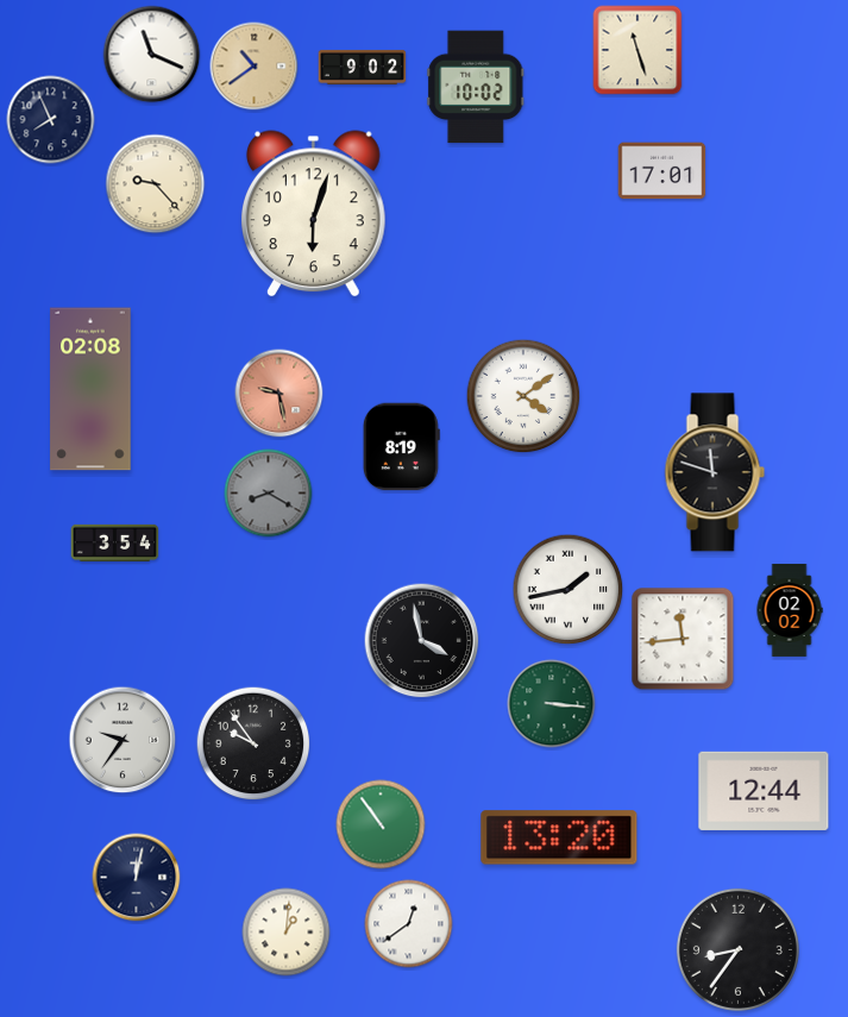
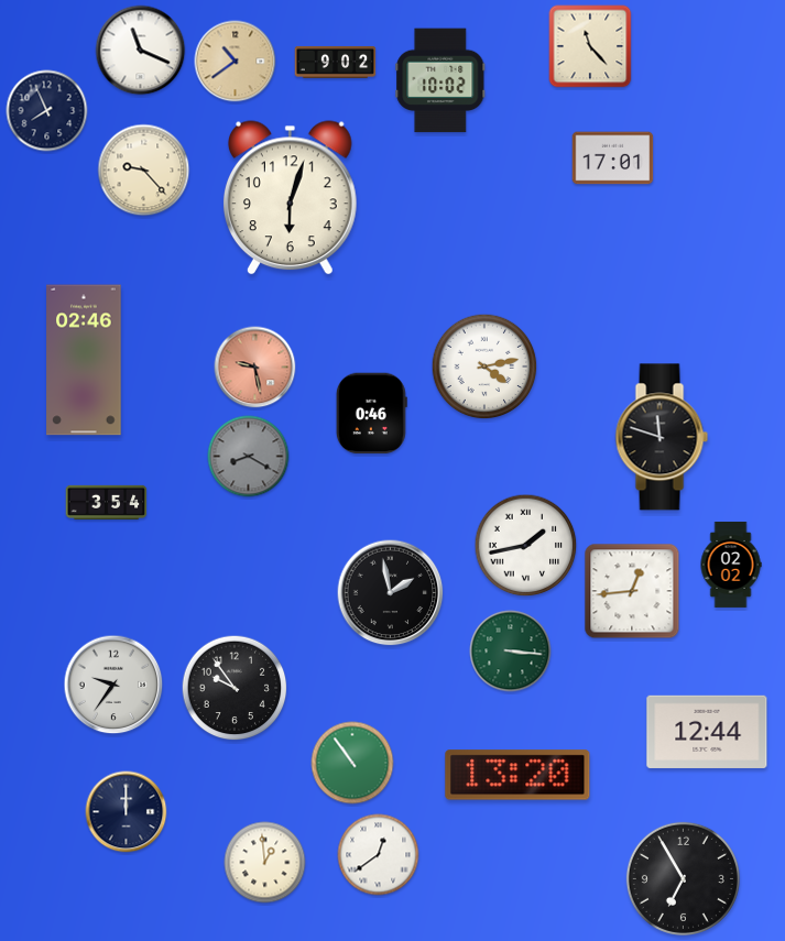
clock at (637, 50): 11:27 -> 11:23
clock at (90, 389): 02:08 -> 02:46
clock at (279, 394) position: (279, 394) -> (255, 368)
clock at (523, 396): 4:09 -> 4:13
clock at (401, 447): 8:19 -> 0:46
clock at (683, 639): 11:44 -> 12:44
clock at (422, 641): 3:58 -> 1:58
clock at (137, 878): 12:02 -> 12:00
clock at (287, 933): 1:01 -> 12:59
clock at (737, 949): 8:36 -> 6:55
